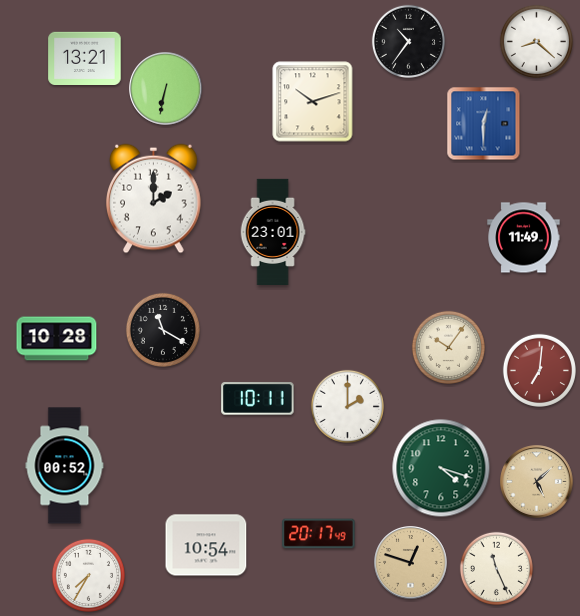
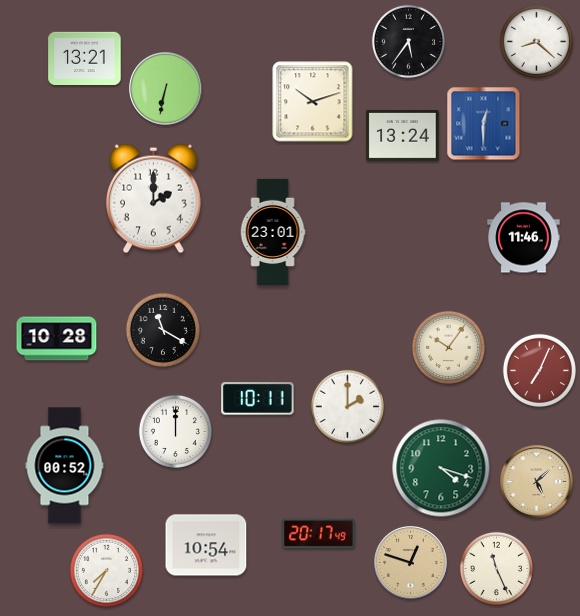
clock at (408, 41): 10:36 -> 5:36
clock at (403, 135): none -> 13:24
clock at (524, 238): 11:49 -> 11:46
clock at (539, 370): 7:01 -> 7:04
clock at (175, 431): none -> 12:00
clock at (88, 575) position: (88, 575) -> (106, 570)
